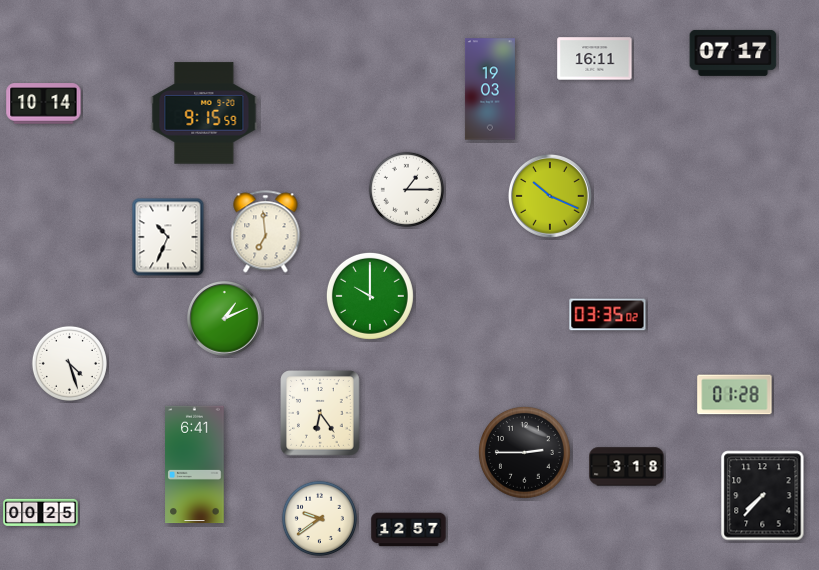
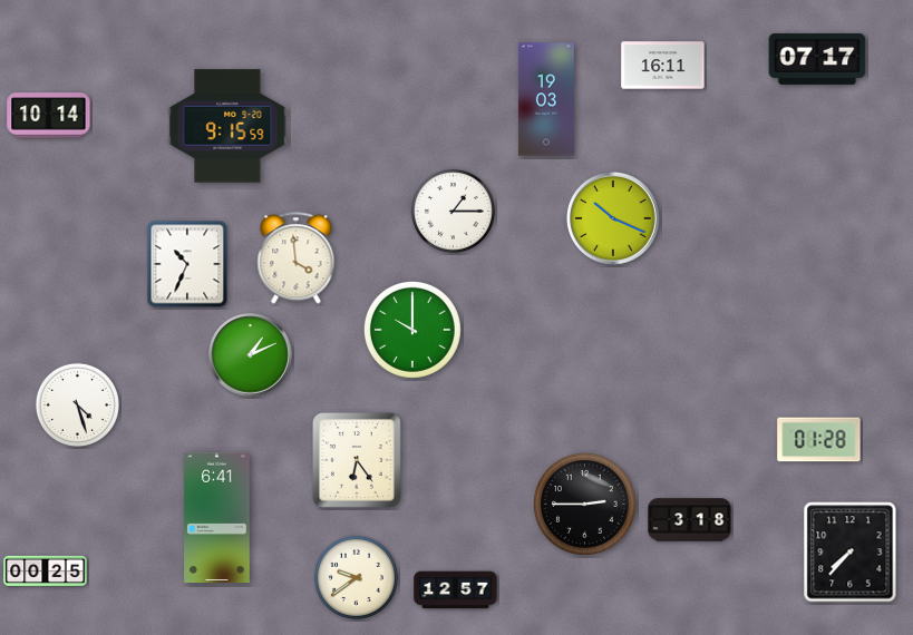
clock at (266, 232): 6:59 -> 3:59
clock at (608, 315): 03:35 -> none
clock at (627, 467) position: (627, 467) -> (690, 520)
